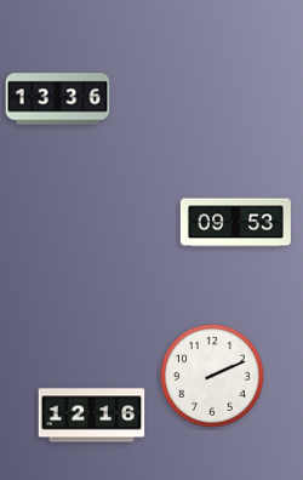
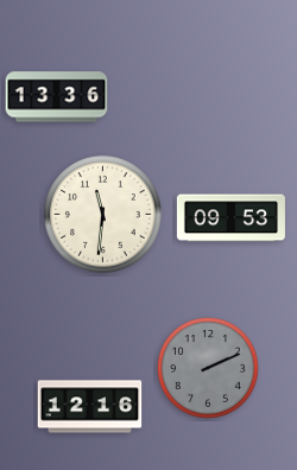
clock at (103, 215): none -> 11:31
clock at (213, 377) dial: white -> grey
